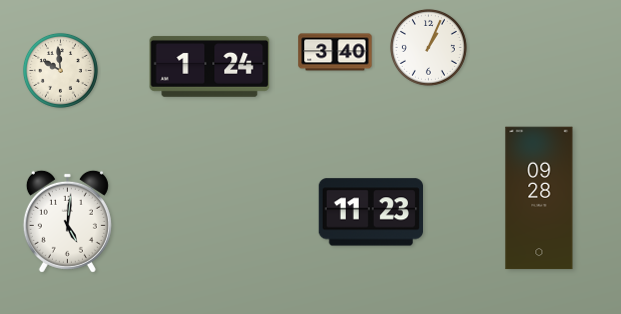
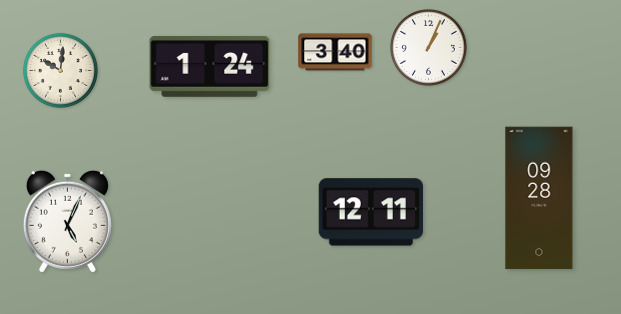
clock at (60, 70): 9:59 -> 10:01
clock at (370, 212): 11:23 -> 12:11
clock at (67, 221): 5:01 -> 5:04
